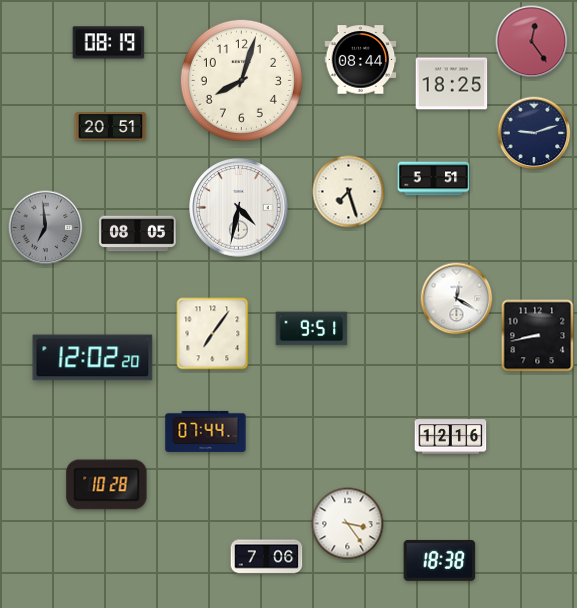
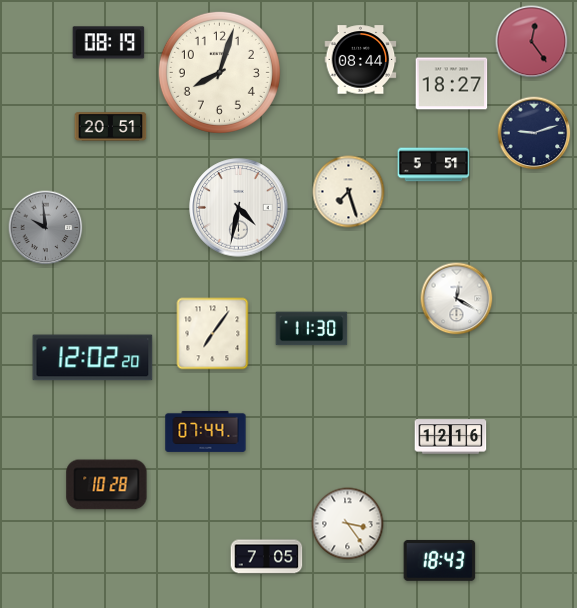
clock at (241, 80) position: (241, 80) -> (219, 72)
clock at (452, 84): 18:25 -> 18:27
clock at (434, 179) position: (434, 179) -> (434, 165)
clock at (46, 228): 6:59 -> 9:59
clock at (138, 234): 08:05 -> none
clock at (312, 329): 9:51 -> 11:30
clock at (538, 336): 8:43 -> none
clock at (267, 557): 7:06 -> 7:05
clock at (440, 561): 18:38 -> 18:43
